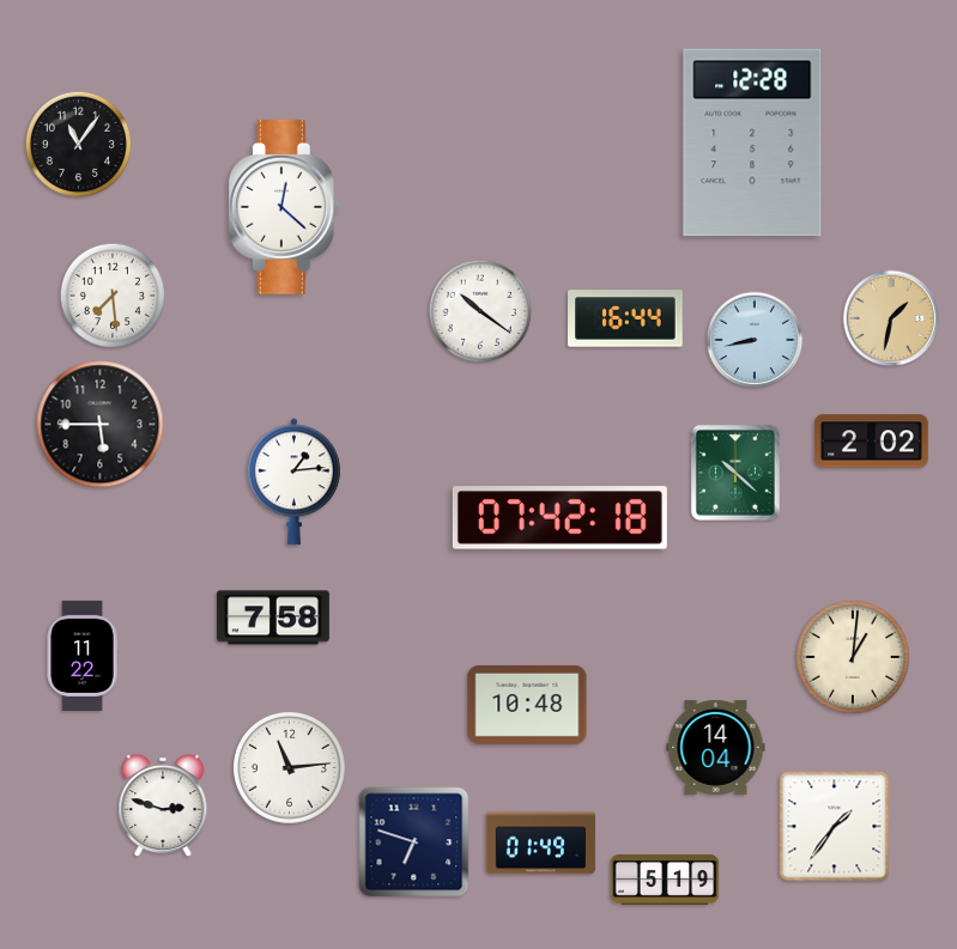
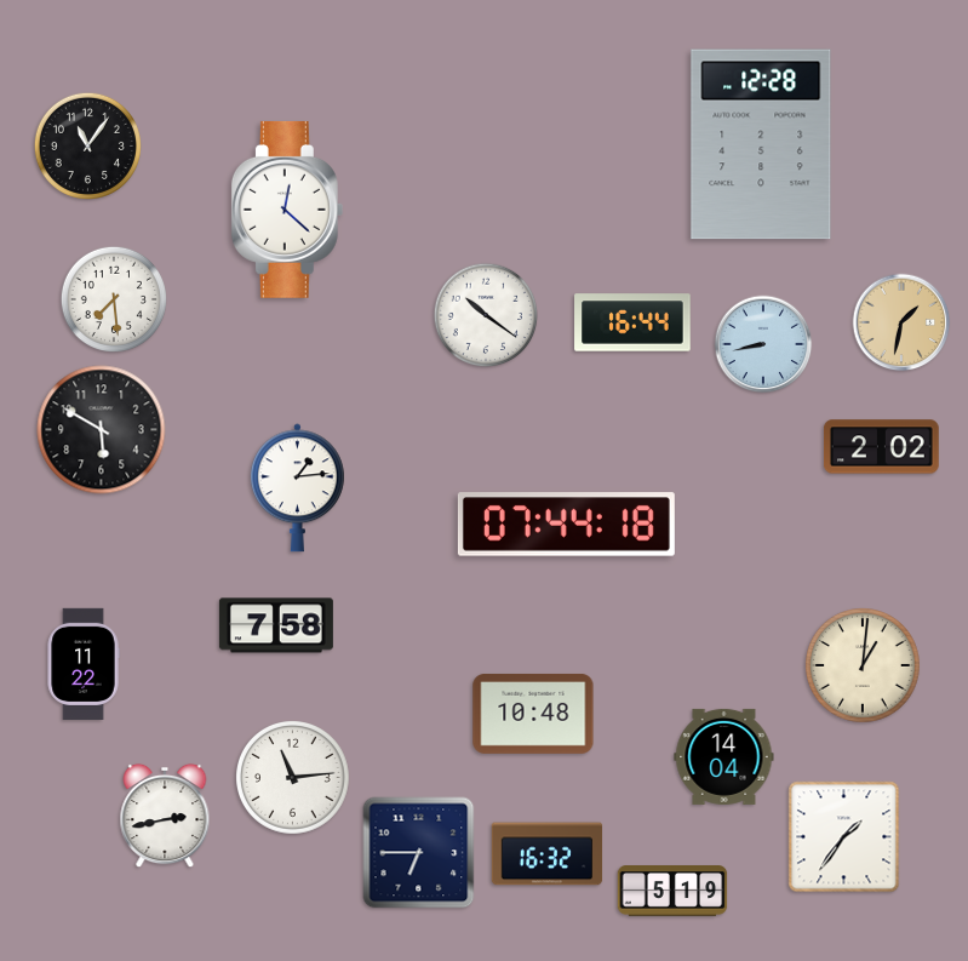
clock at (78, 144) position: (78, 144) -> (87, 145)
clock at (101, 425): 5:45 -> 5:50
clock at (735, 473): 10:22 -> none
clock at (559, 518): 07:42 -> 07:44
clock at (163, 805): 2:48 -> 2:43
clock at (414, 842): 6:48 -> 6:45
clock at (541, 844): 01:49 -> 16:32
